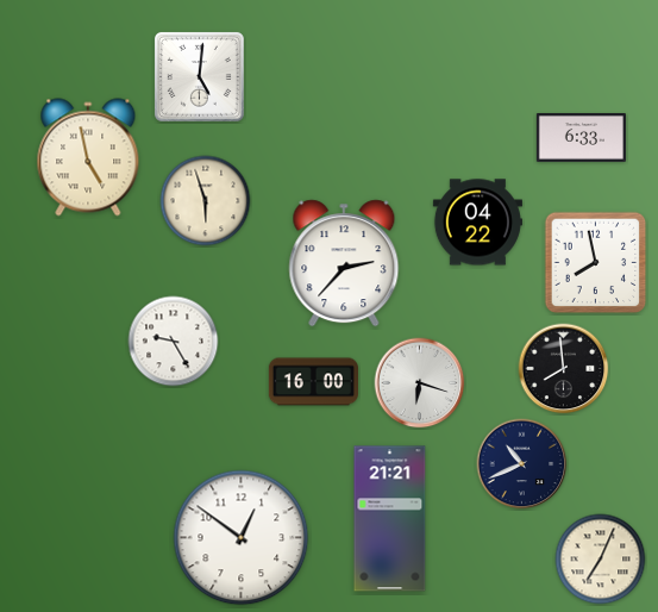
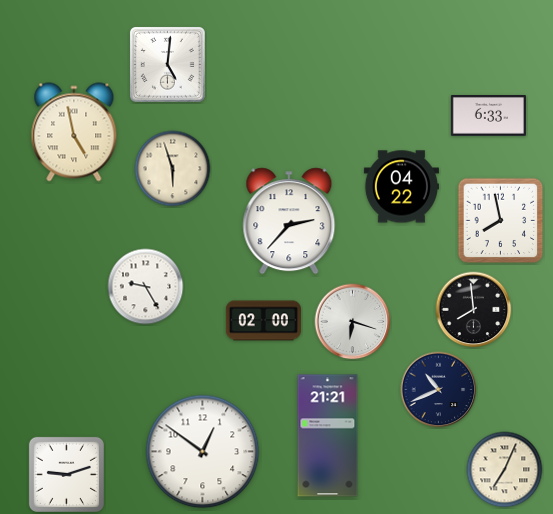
clock at (313, 382): 16:00 -> 02:00
clock at (66, 474): none -> 9:12
